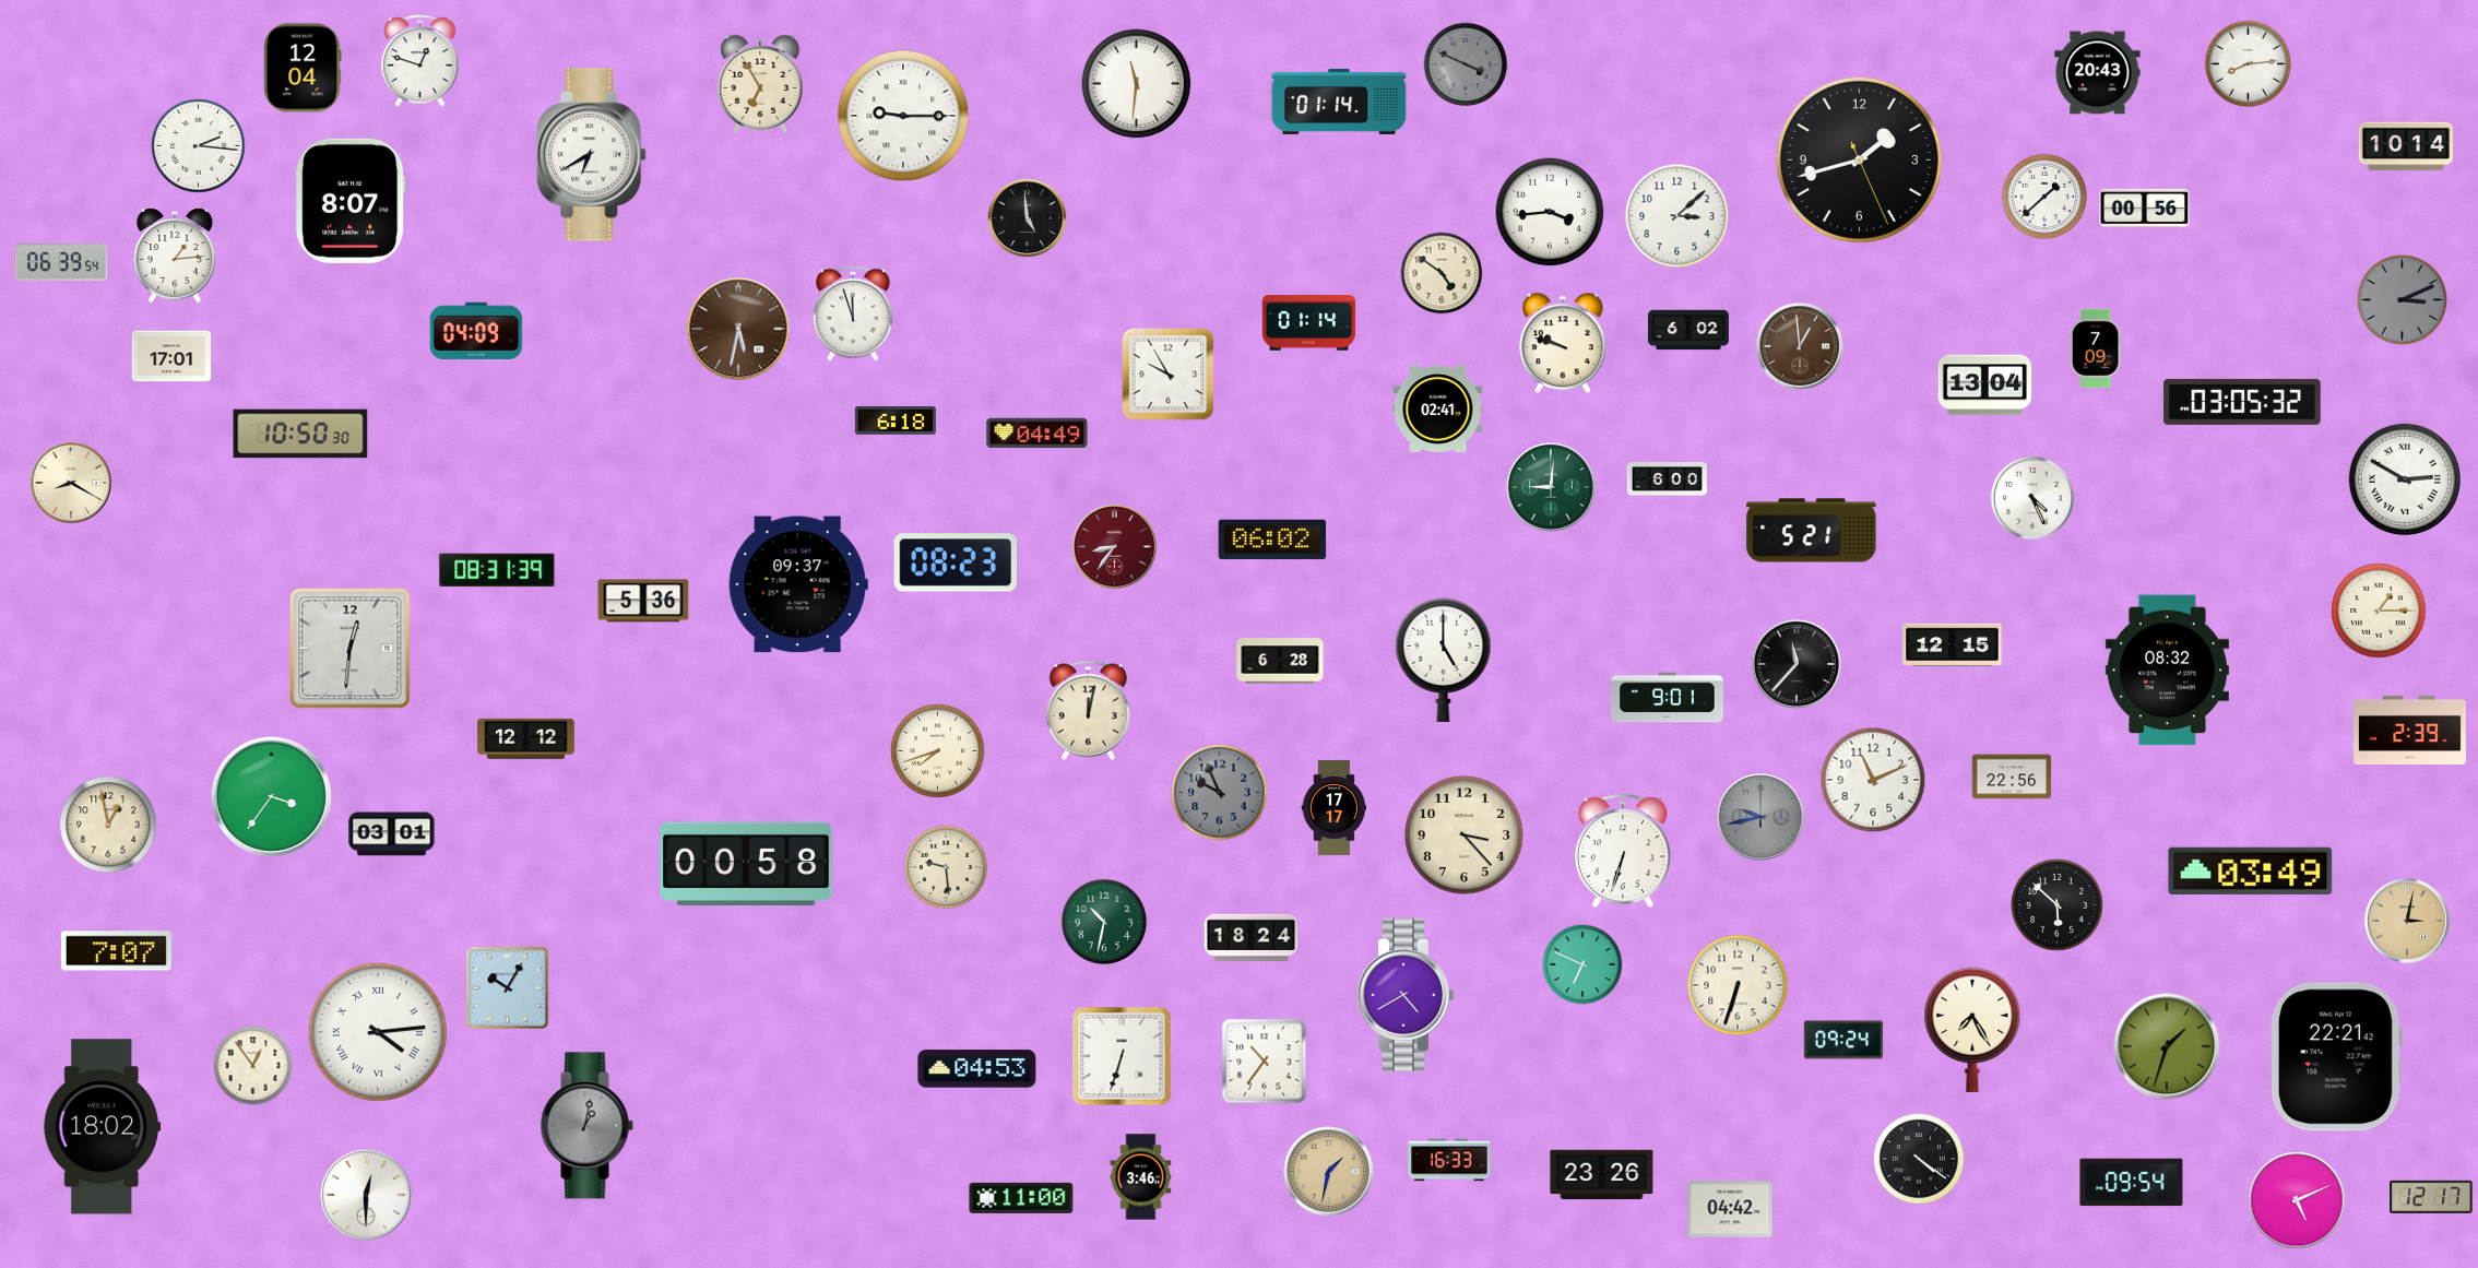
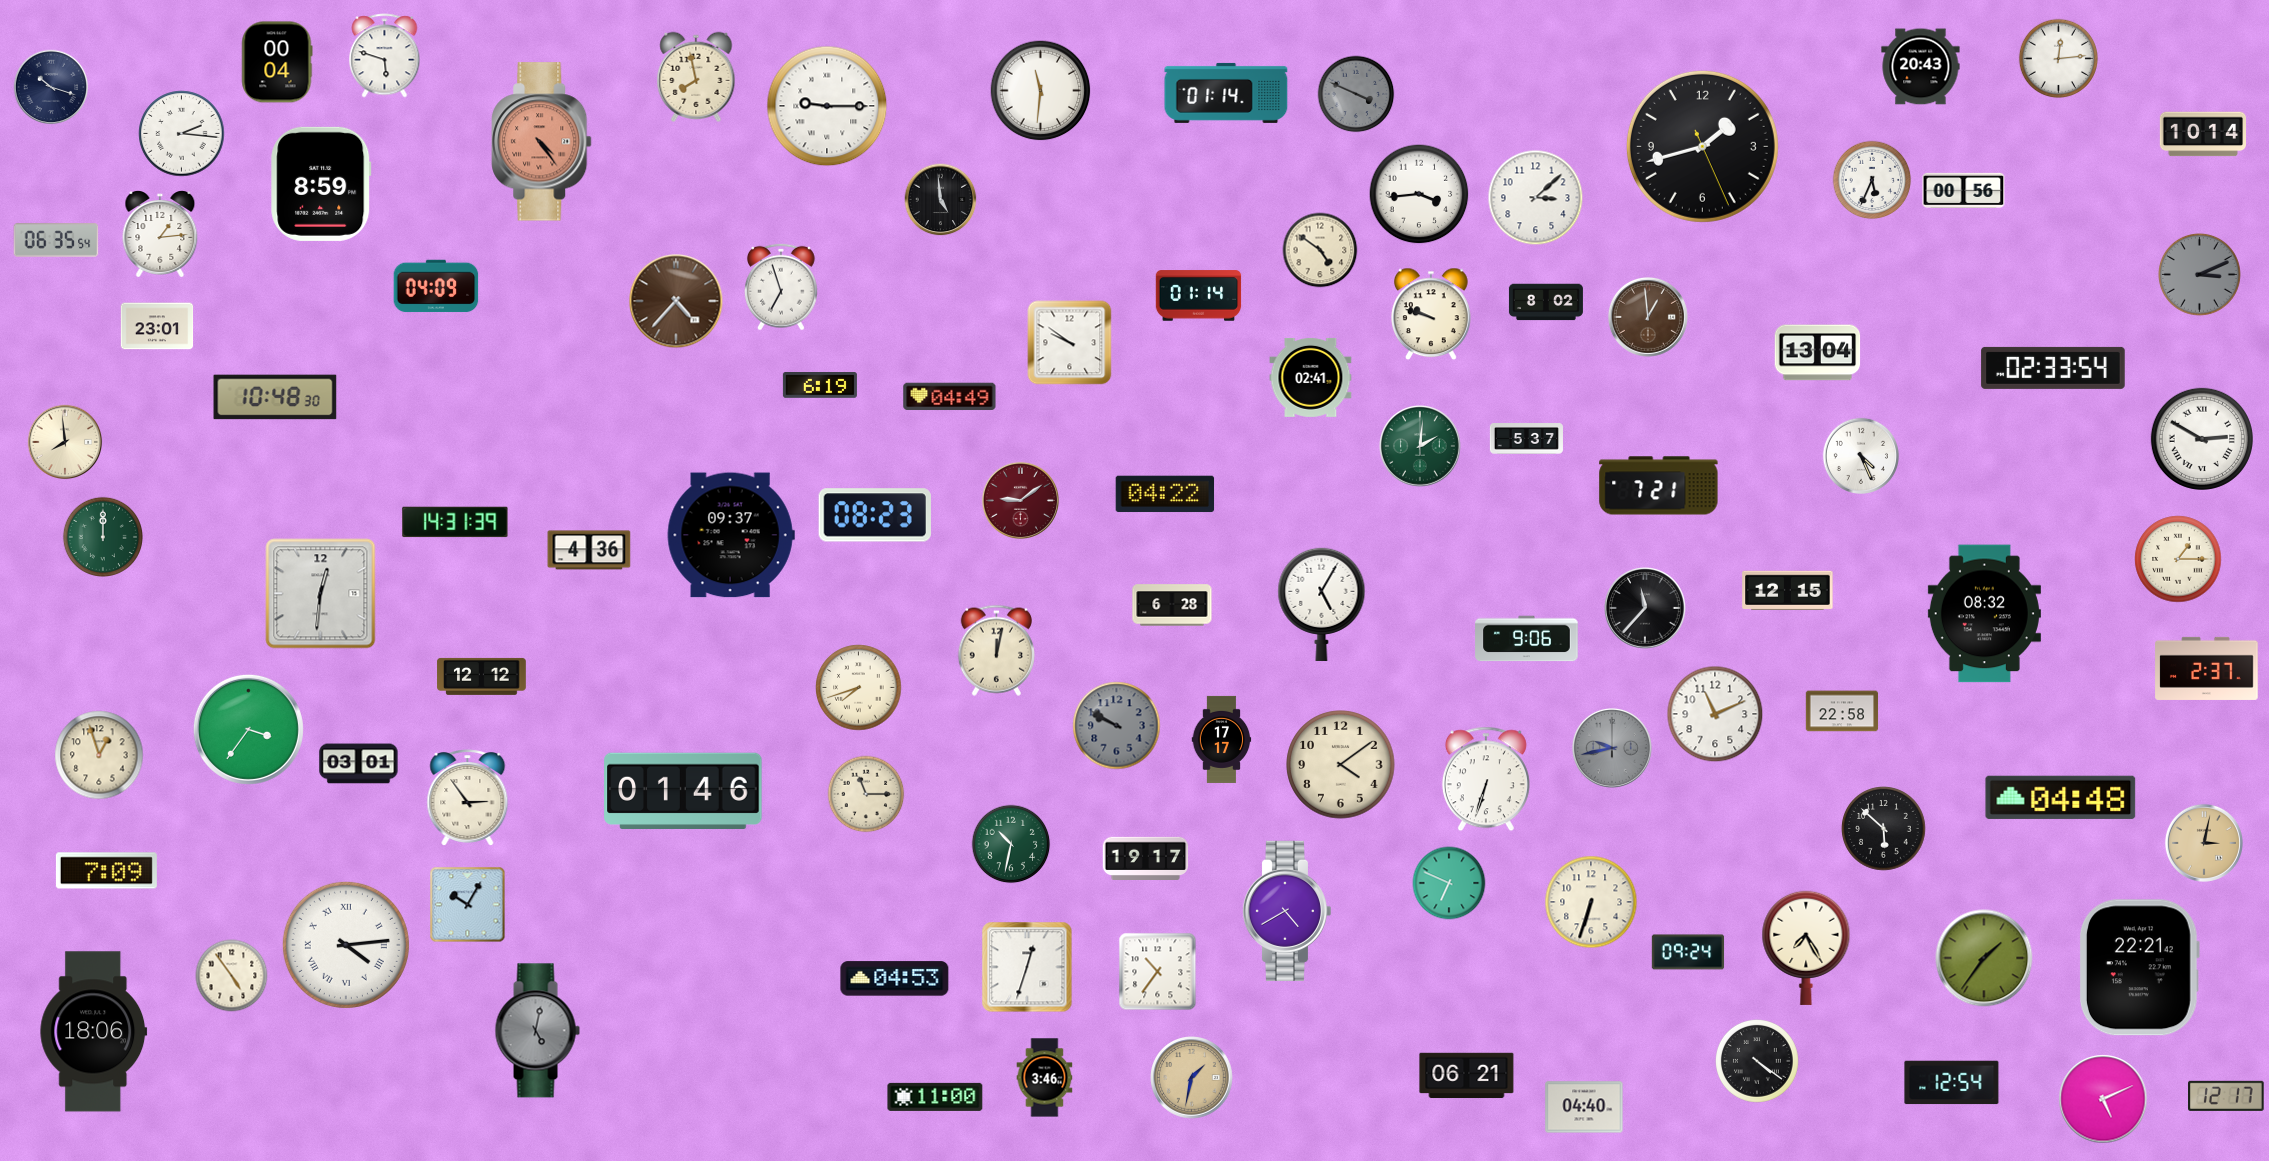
clock at (420, 61): 12:48 -> 5:48
clock at (1466, 64) position: (1466, 64) -> (1356, 94)
clock at (2249, 64): 8:14 -> 12:14
clock at (303, 68): 12:04 -> 00:04
clock at (760, 83): 6:55 -> 7:58
clock at (1137, 84) position: (1137, 84) -> (1041, 91)
clock at (51, 87): none -> 10:18
clock at (592, 155): 6:40 -> 4:24
clock at (592, 155) dial: white -> salmon
clock at (2044, 197): 1:38 -> 5:34
clock at (351, 201): 8:07 -> 8:59
clock at (61, 262): 06:39 -> 06:35
clock at (853, 313): 11:57 -> 6:57
clock at (738, 329): 5:32 -> 4:37
clock at (1688, 330): 6:02 -> 8:02
clock at (476, 331) position: (476, 331) -> (436, 286)
clock at (2096, 348): 7:09 -> none
clock at (171, 356): 17:01 -> 23:01
clock at (1169, 375): 9:55 -> 9:51
clock at (2242, 402): 03:05 -> 02:33
clock at (1438, 408) position: (1438, 408) -> (1311, 377)
clock at (896, 422): 6:18 -> 6:19
clock at (300, 434): 10:50 -> 10:48
clock at (1667, 479): 6:00 -> 5:37
clock at (71, 483): 8:20 -> 7:59
clock at (1552, 488): 9:01 -> 2:01
clock at (1812, 531): 5:21 -> 7:21
clock at (1272, 540): 06:02 -> 04:22
clock at (1114, 546): 8:36 -> 9:09
clock at (497, 570): 08:31 -> 14:31
clock at (103, 537): none -> 12:00
clock at (643, 601): 5:36 -> 4:36
clock at (1444, 660): 5:00 -> 5:05
clock at (1668, 698): 9:01 -> 9:06
clock at (2410, 730): 2:39 -> 2:37
clock at (2012, 777): 22:56 -> 22:58
clock at (1220, 793): 9:56 -> 9:50
clock at (108, 825): 12:58 -> 12:57
clock at (1465, 836): 3:23 -> 4:09
clock at (746, 863): 00:58 -> 01:46
clock at (946, 867): 9:29 -> 11:15
clock at (2251, 870): 03:49 -> 04:48
clock at (468, 798): none -> 2:54
clock at (1252, 937): 18:24 -> 19:17
clock at (116, 951): 7:07 -> 7:09
clock at (508, 988) position: (508, 988) -> (468, 905)
clock at (1972, 1030) position: (1972, 1030) -> (1806, 948)
clock at (2167, 1046): 1:33 -> 1:36
clock at (1122, 1056): 6:33 -> 12:33
clock at (253, 1066): 12:54 -> 4:54
clock at (586, 1126): 1:02 -> 5:02
clock at (103, 1127): 18:02 -> 18:06
clock at (1449, 1160): 16:33 -> none
clock at (1329, 1172) position: (1329, 1172) -> (1192, 1078)
clock at (1602, 1175): 23:26 -> 06:21
clock at (2132, 1183): 09:54 -> 12:54
clock at (366, 1195): 12:30 -> none
clock at (1730, 1209): 04:42 -> 04:40
